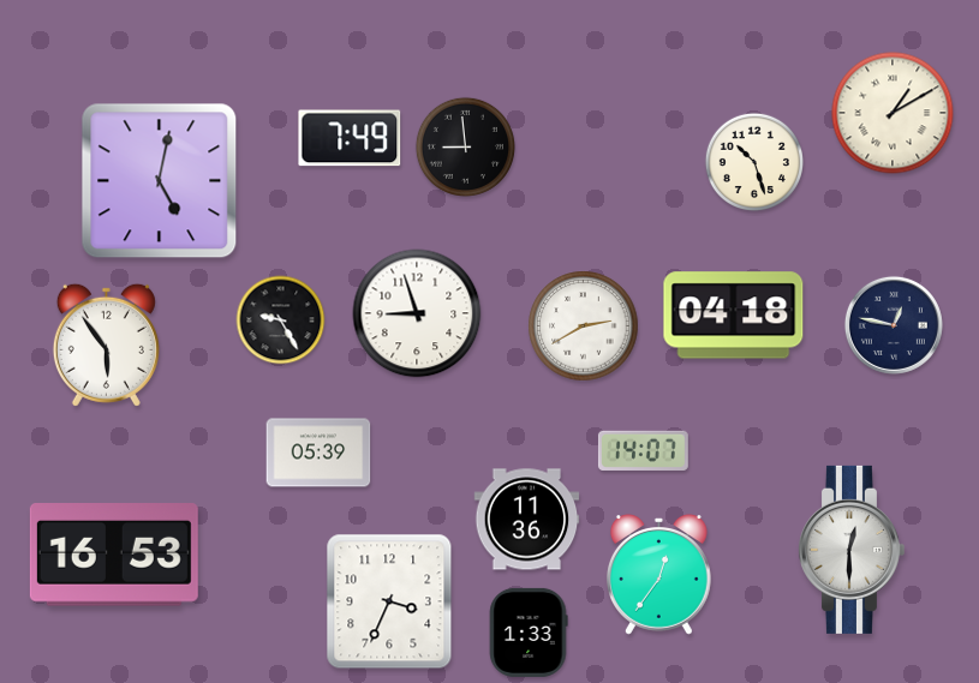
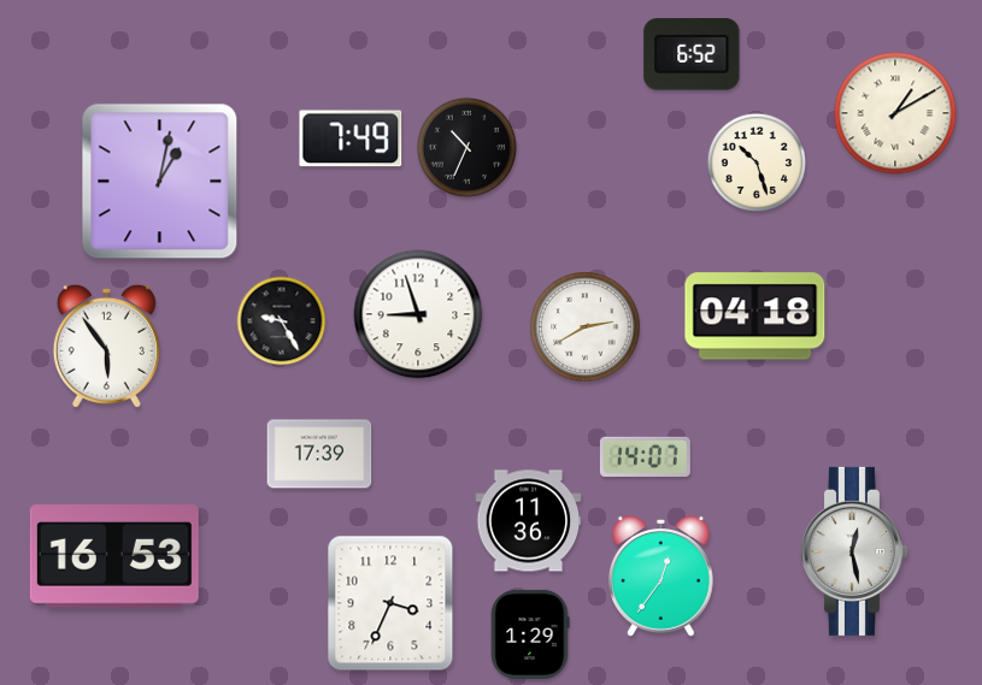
clock at (692, 54): none -> 6:52
clock at (465, 146): 8:59 -> 10:34
clock at (160, 181): 5:02 -> 1:02
clock at (734, 316) position: (734, 316) -> (755, 317)
clock at (894, 325): 12:47 -> none
clock at (643, 450) position: (643, 450) -> (645, 456)
clock at (318, 453): 05:39 -> 17:39
clock at (850, 550): 12:30 -> 12:28
clock at (529, 633): 1:33 -> 1:29
